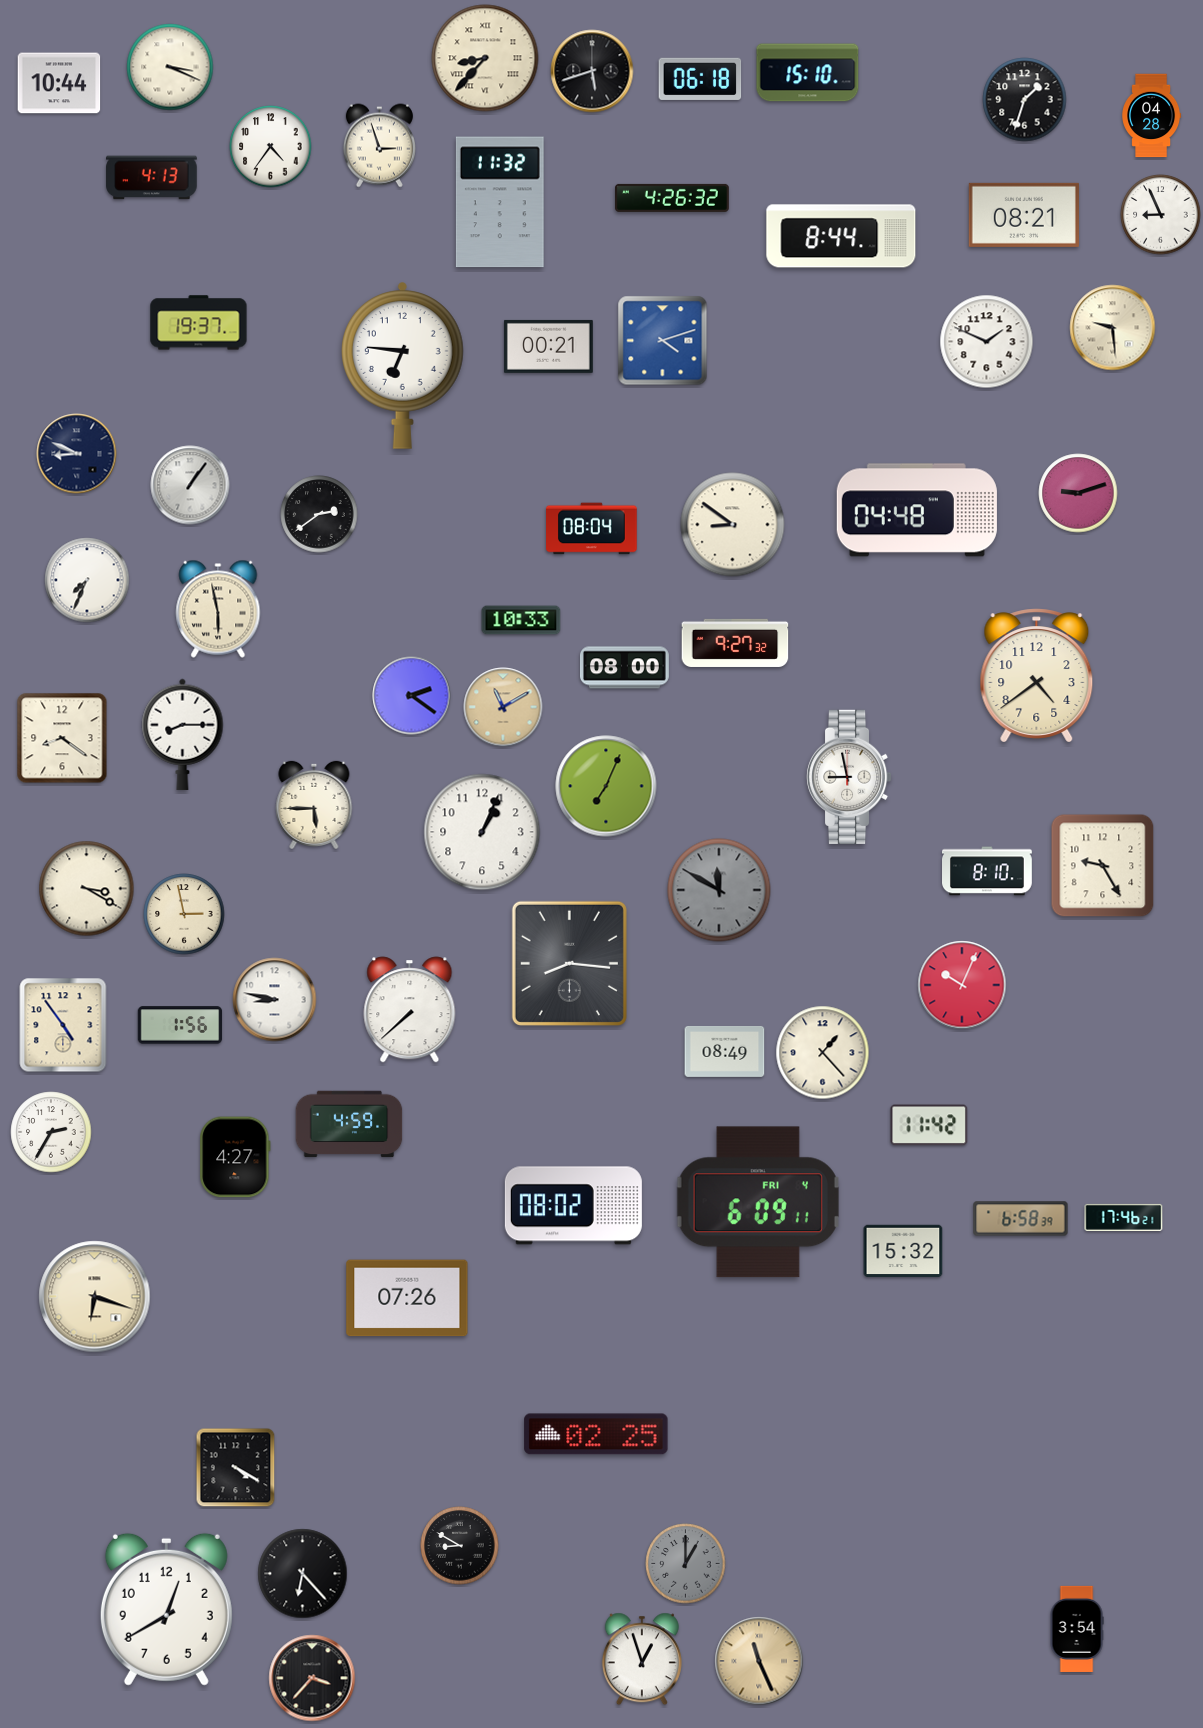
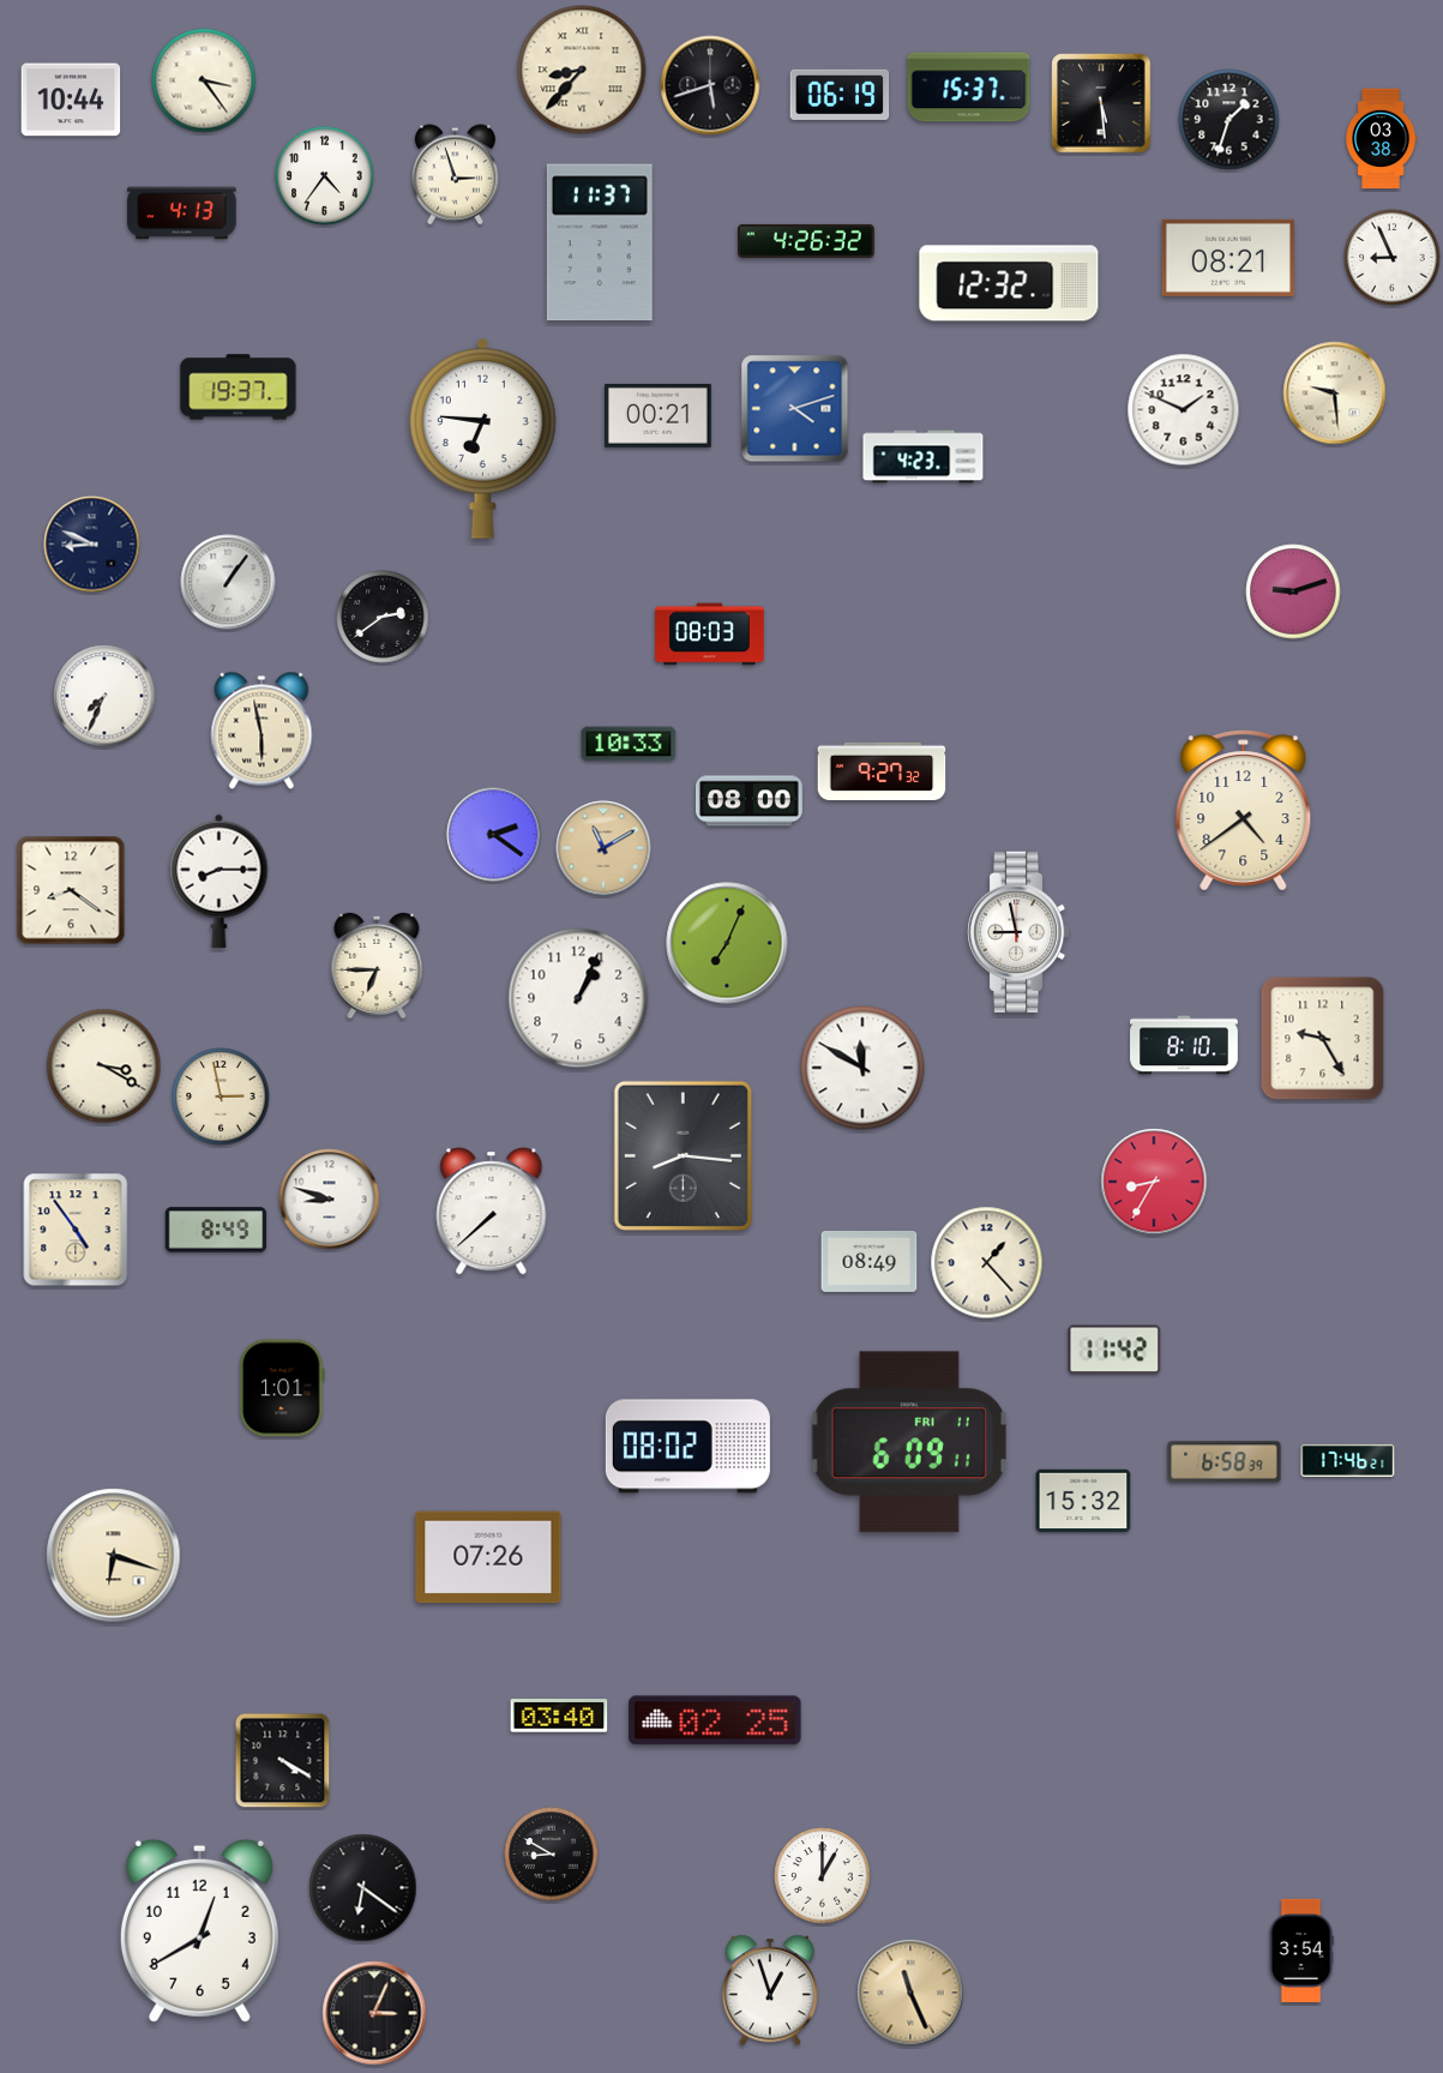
clock at (170, 67): 3:19 -> 3:24
clock at (808, 73): 15:10 -> 15:37
clock at (700, 79): 06:18 -> 06:19
clock at (1101, 103): none -> 5:29
clock at (1152, 116): 04:28 -> 03:38
clock at (672, 198) position: (672, 198) -> (806, 241)
clock at (500, 202): 11:32 -> 11:37
clock at (841, 236): 8:44 -> 12:32
clock at (924, 457): none -> 4:23
clock at (917, 510): 04:48 -> none
clock at (733, 525): 8:51 -> none
clock at (592, 529): 08:04 -> 08:03
clock at (521, 620) position: (521, 620) -> (629, 744)
clock at (62, 738) position: (62, 738) -> (71, 890)
clock at (314, 805): 5:45 -> 6:45
clock at (719, 890) dial: grey -> white
clock at (962, 985): 10:04 -> 8:35
clock at (275, 1000): 8:47 -> 8:48
clock at (180, 1025): 1:56 -> 8:49
clock at (349, 1124): 4:59 -> none
clock at (51, 1132): 2:35 -> none
clock at (235, 1157): 4:27 -> 1:01
clock at (758, 1202) date: FRI 4 -> FRI 11
clock at (559, 1716): none -> 03:40
clock at (686, 1564) dial: grey -> white
clock at (303, 1574): 6:23 -> 6:21
clock at (1077, 1629) position: (1077, 1629) -> (1301, 1951)
clock at (312, 1678): 3:37 -> 3:04
